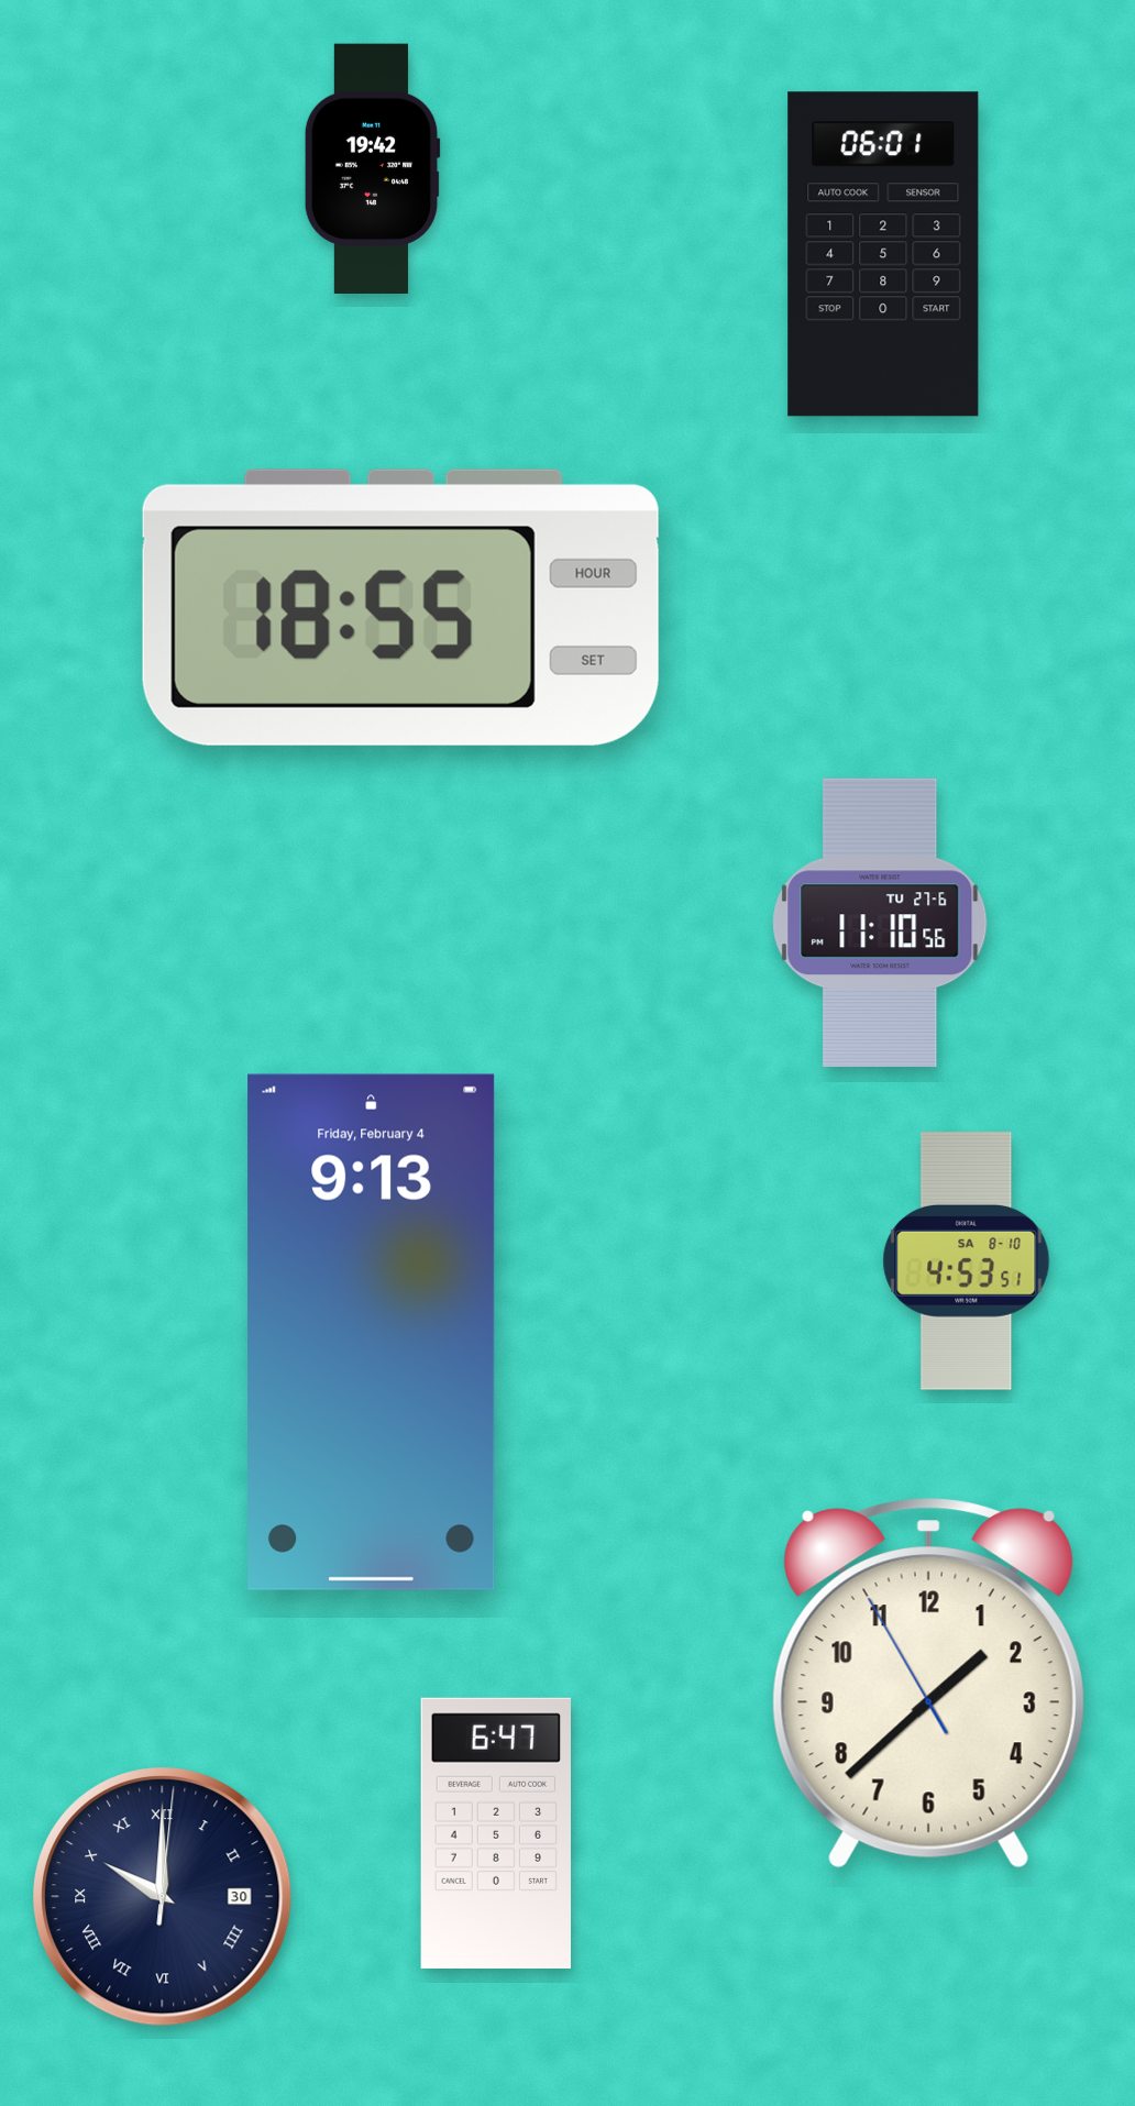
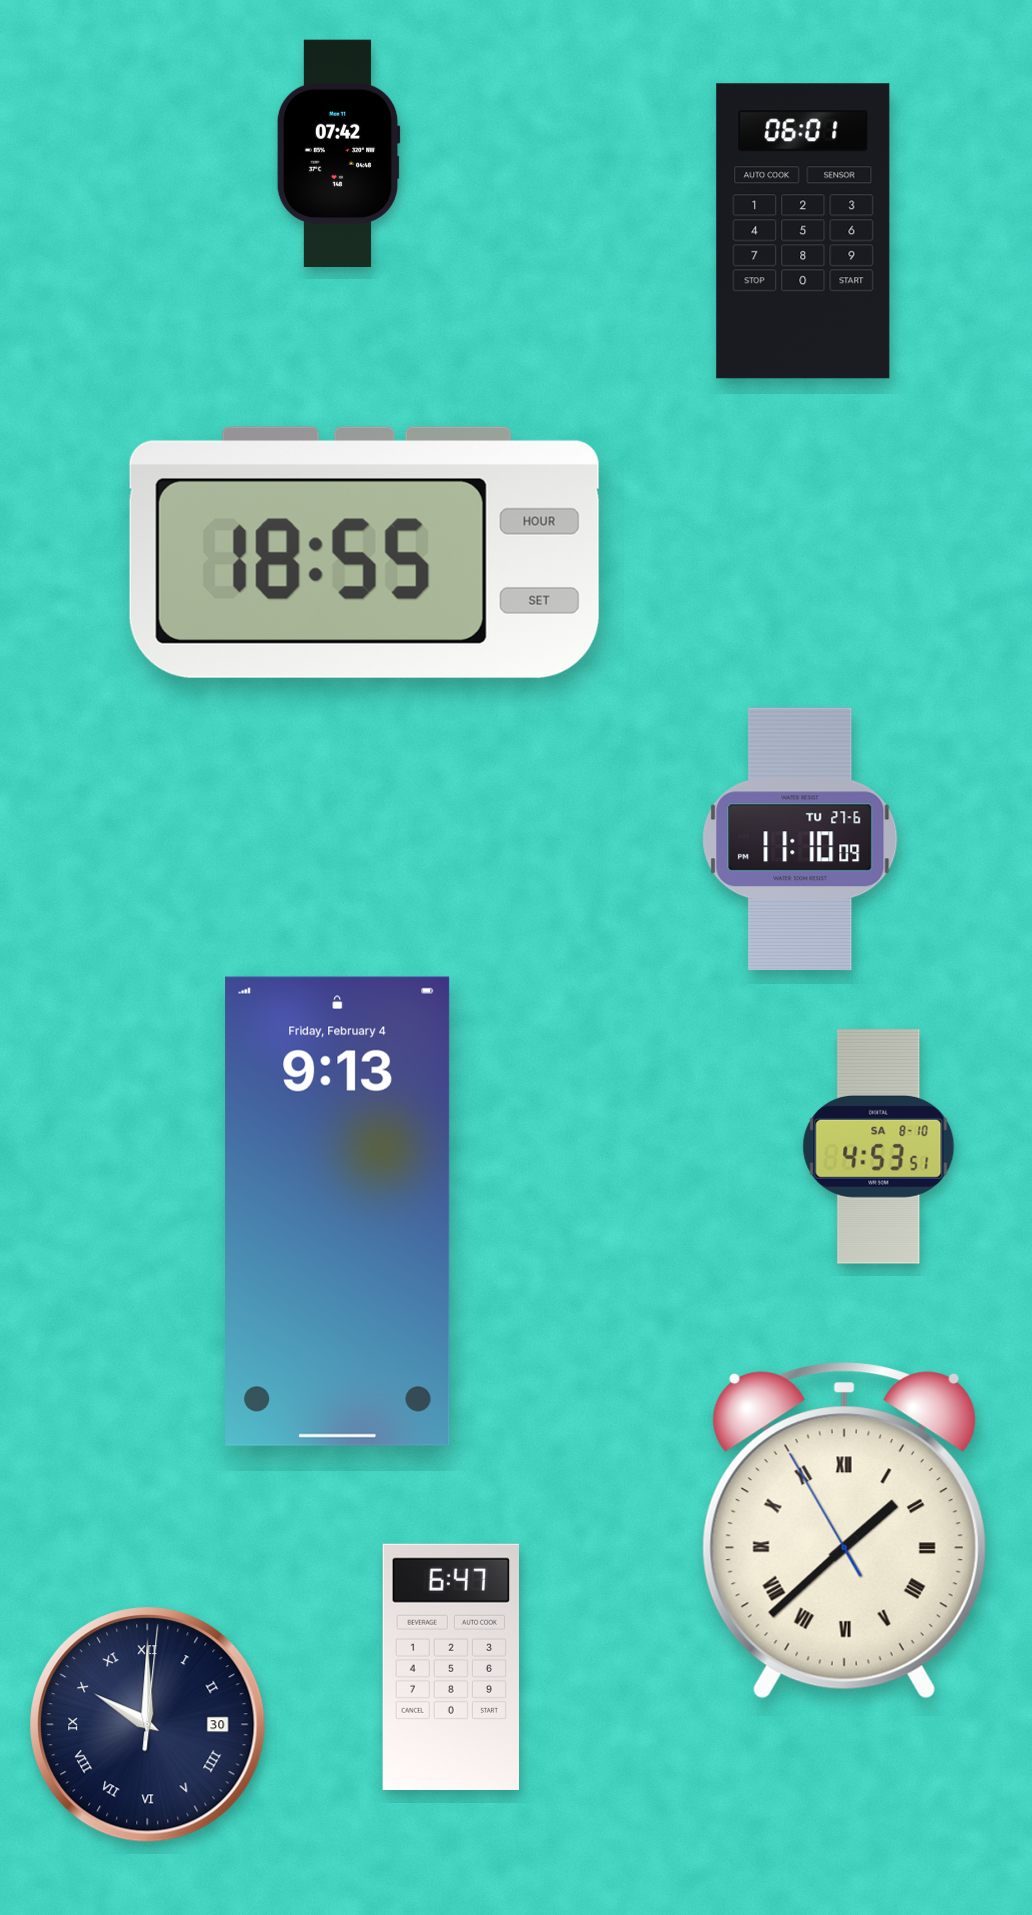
clock at (372, 168): 19:42 -> 07:42
clock at (880, 923): 11:10:56 -> 11:10:09
clock at (928, 1684) numerals: Arabic -> Roman
